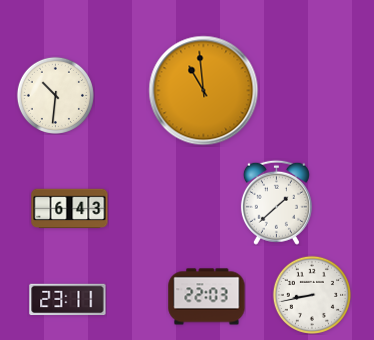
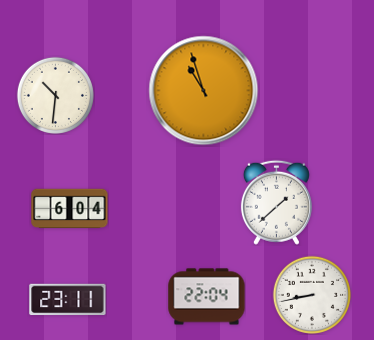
clock at (204, 91): 10:59 -> 10:57
clock at (70, 209): 6:43 -> 6:04
clock at (207, 297): 22:03 -> 22:04
